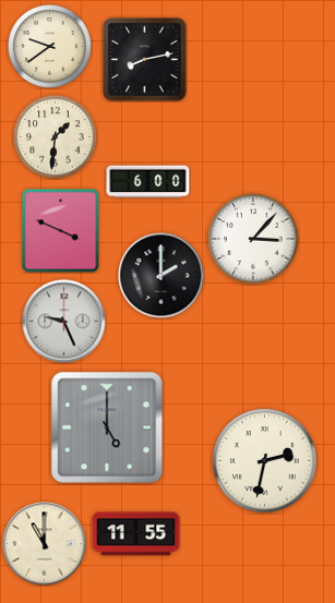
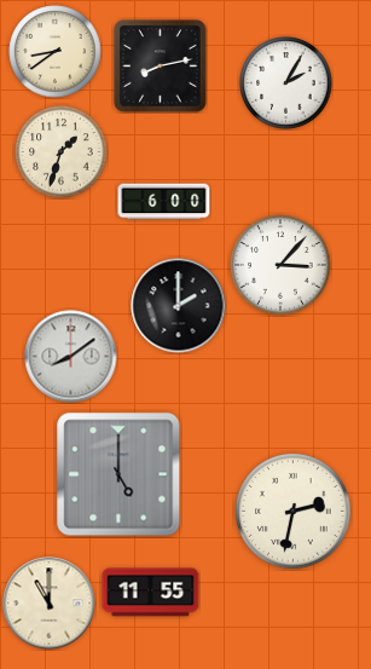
clock at (50, 47): 9:39 -> 8:39
clock at (286, 83): none -> 2:05
clock at (56, 137): 1:31 -> 1:33
clock at (61, 230): 3:49 -> none
clock at (64, 322): 9:26 -> 8:09
